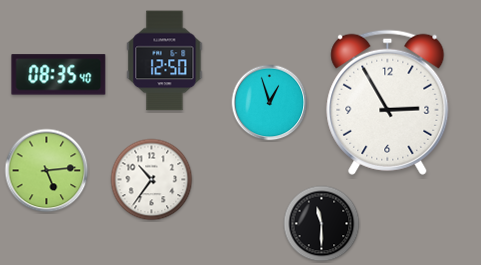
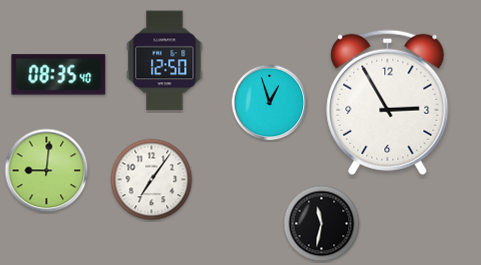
clock at (47, 171): 5:14 -> 9:01
clock at (152, 180): 10:36 -> 7:06
clock at (322, 224): 11:30 -> 11:32
